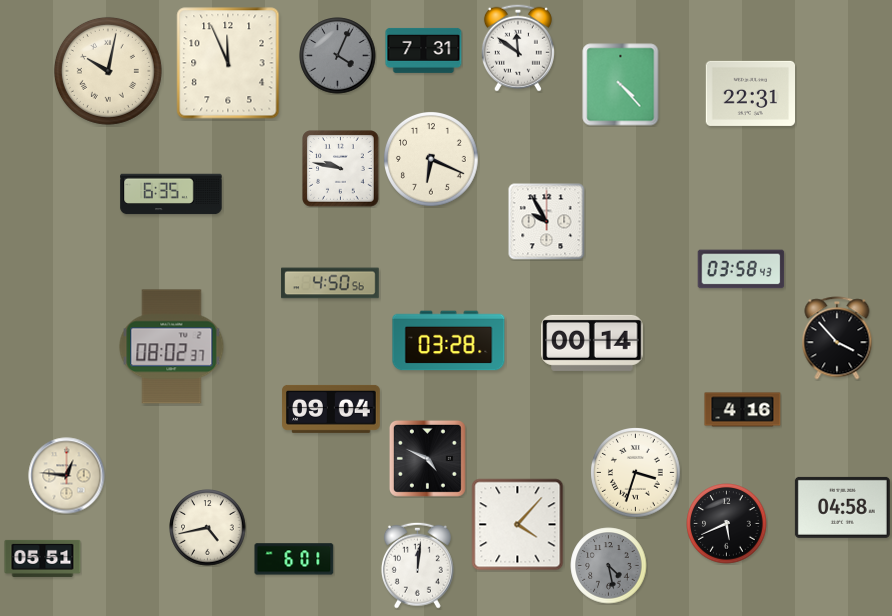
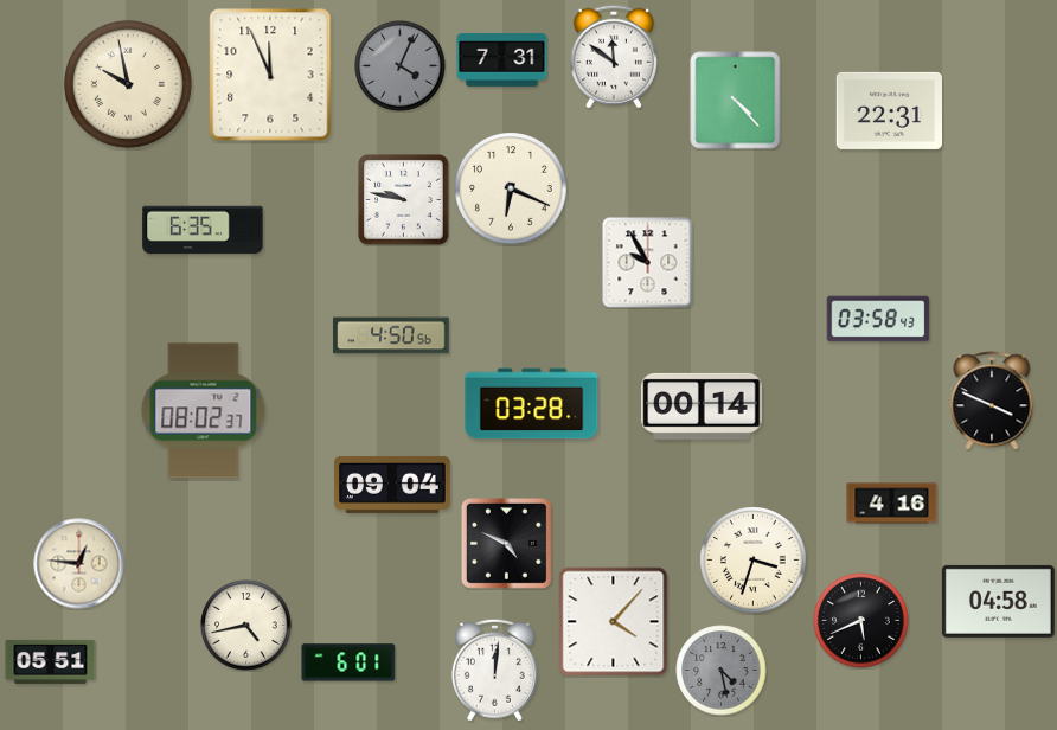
clock at (108, 71): 10:02 -> 9:58
clock at (837, 338): 3:53 -> 3:49
clock at (743, 410) position: (743, 410) -> (892, 504)
